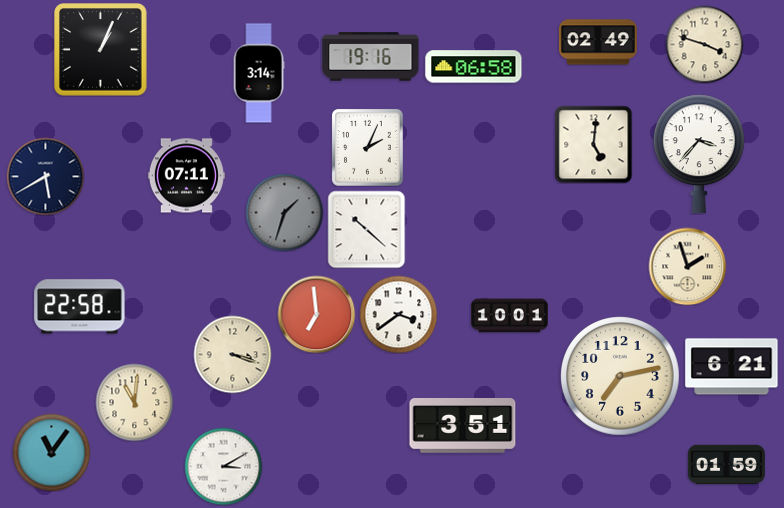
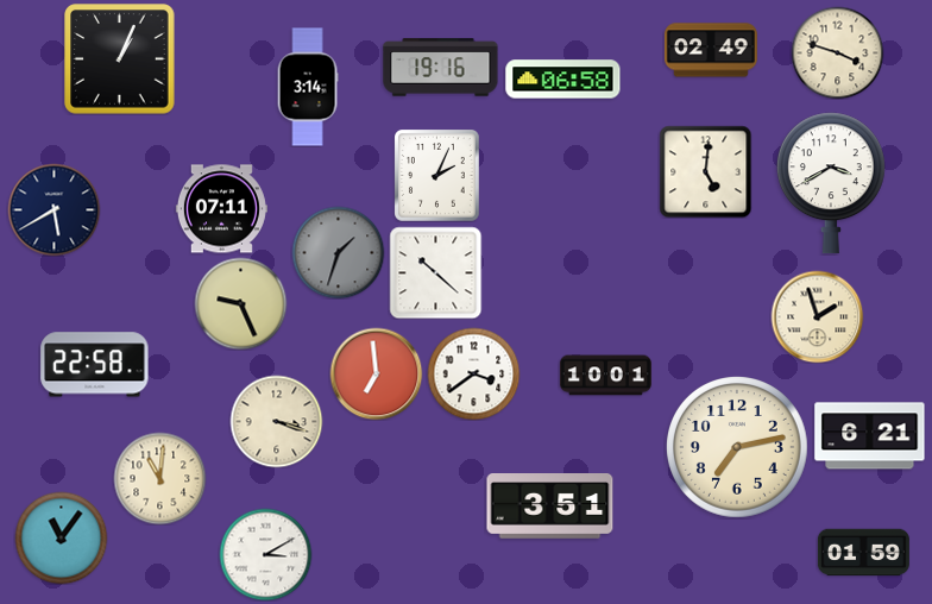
clock at (699, 154): 3:37 -> 3:40
clock at (240, 303): none -> 9:26
